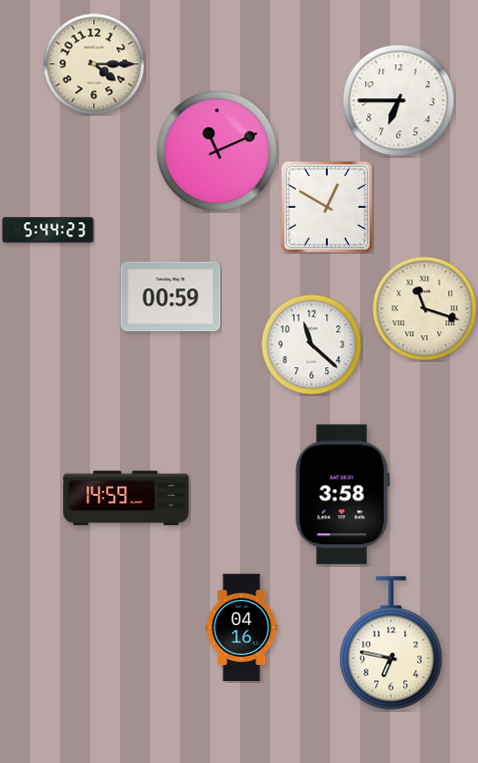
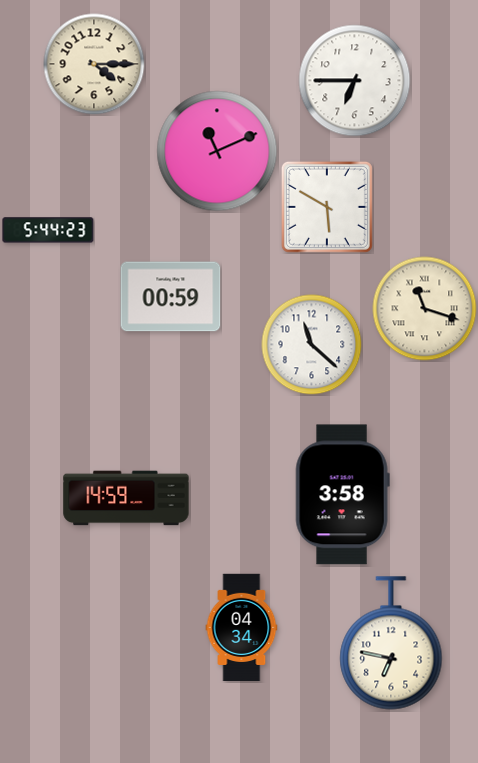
clock at (399, 101) position: (399, 101) -> (355, 81)
clock at (327, 207): 12:50 -> 5:50
clock at (242, 628): 04:16 -> 04:34
